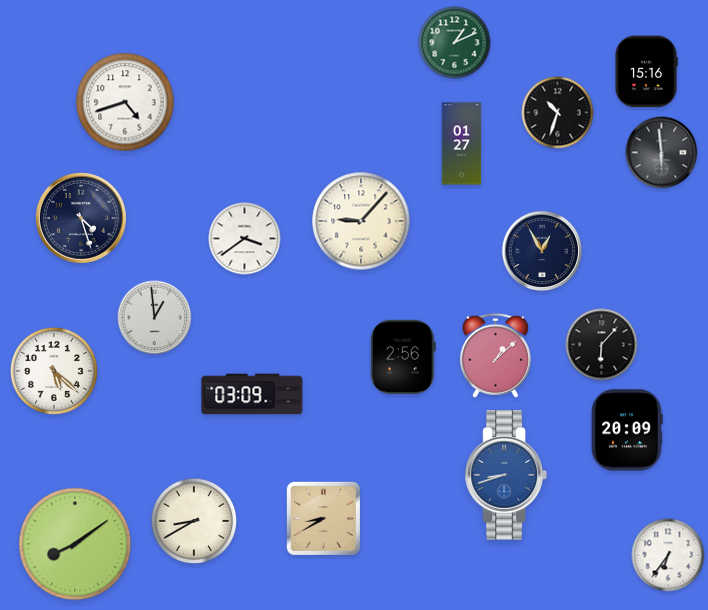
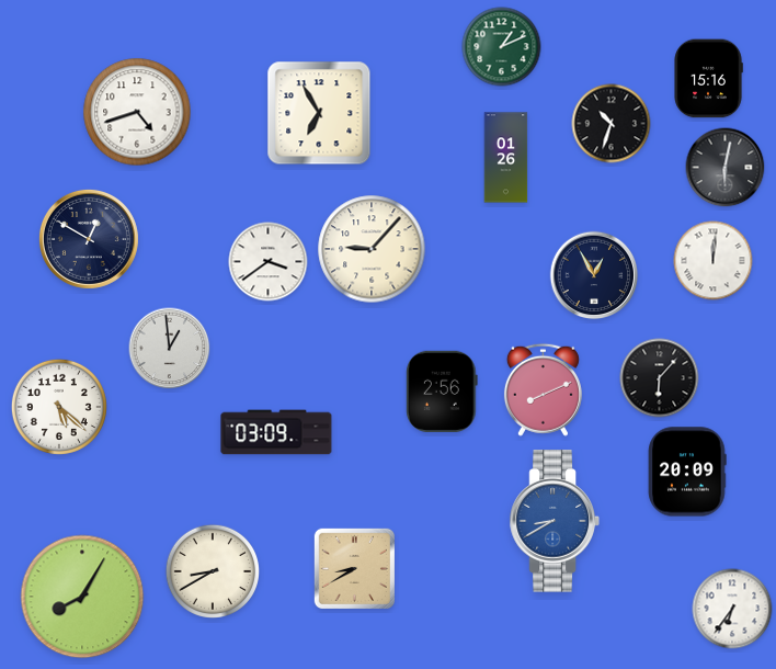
clock at (455, 43) position: (455, 43) -> (502, 47)
clock at (319, 113): none -> 6:55
clock at (462, 144): 01:27 -> 01:26
clock at (662, 153): 5:59 -> 6:02
clock at (81, 218): 4:27 -> 12:50
clock at (361, 221) position: (361, 221) -> (372, 249)
clock at (714, 261): none -> 12:01
clock at (495, 355): 1:08 -> 8:11
clock at (506, 475): 8:42 -> 8:40
clock at (75, 544): 8:09 -> 8:05
